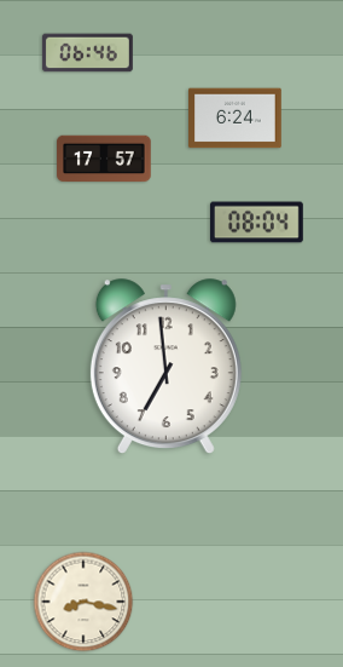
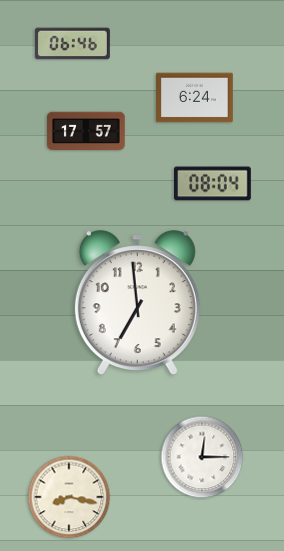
clock at (202, 457): none -> 12:15
